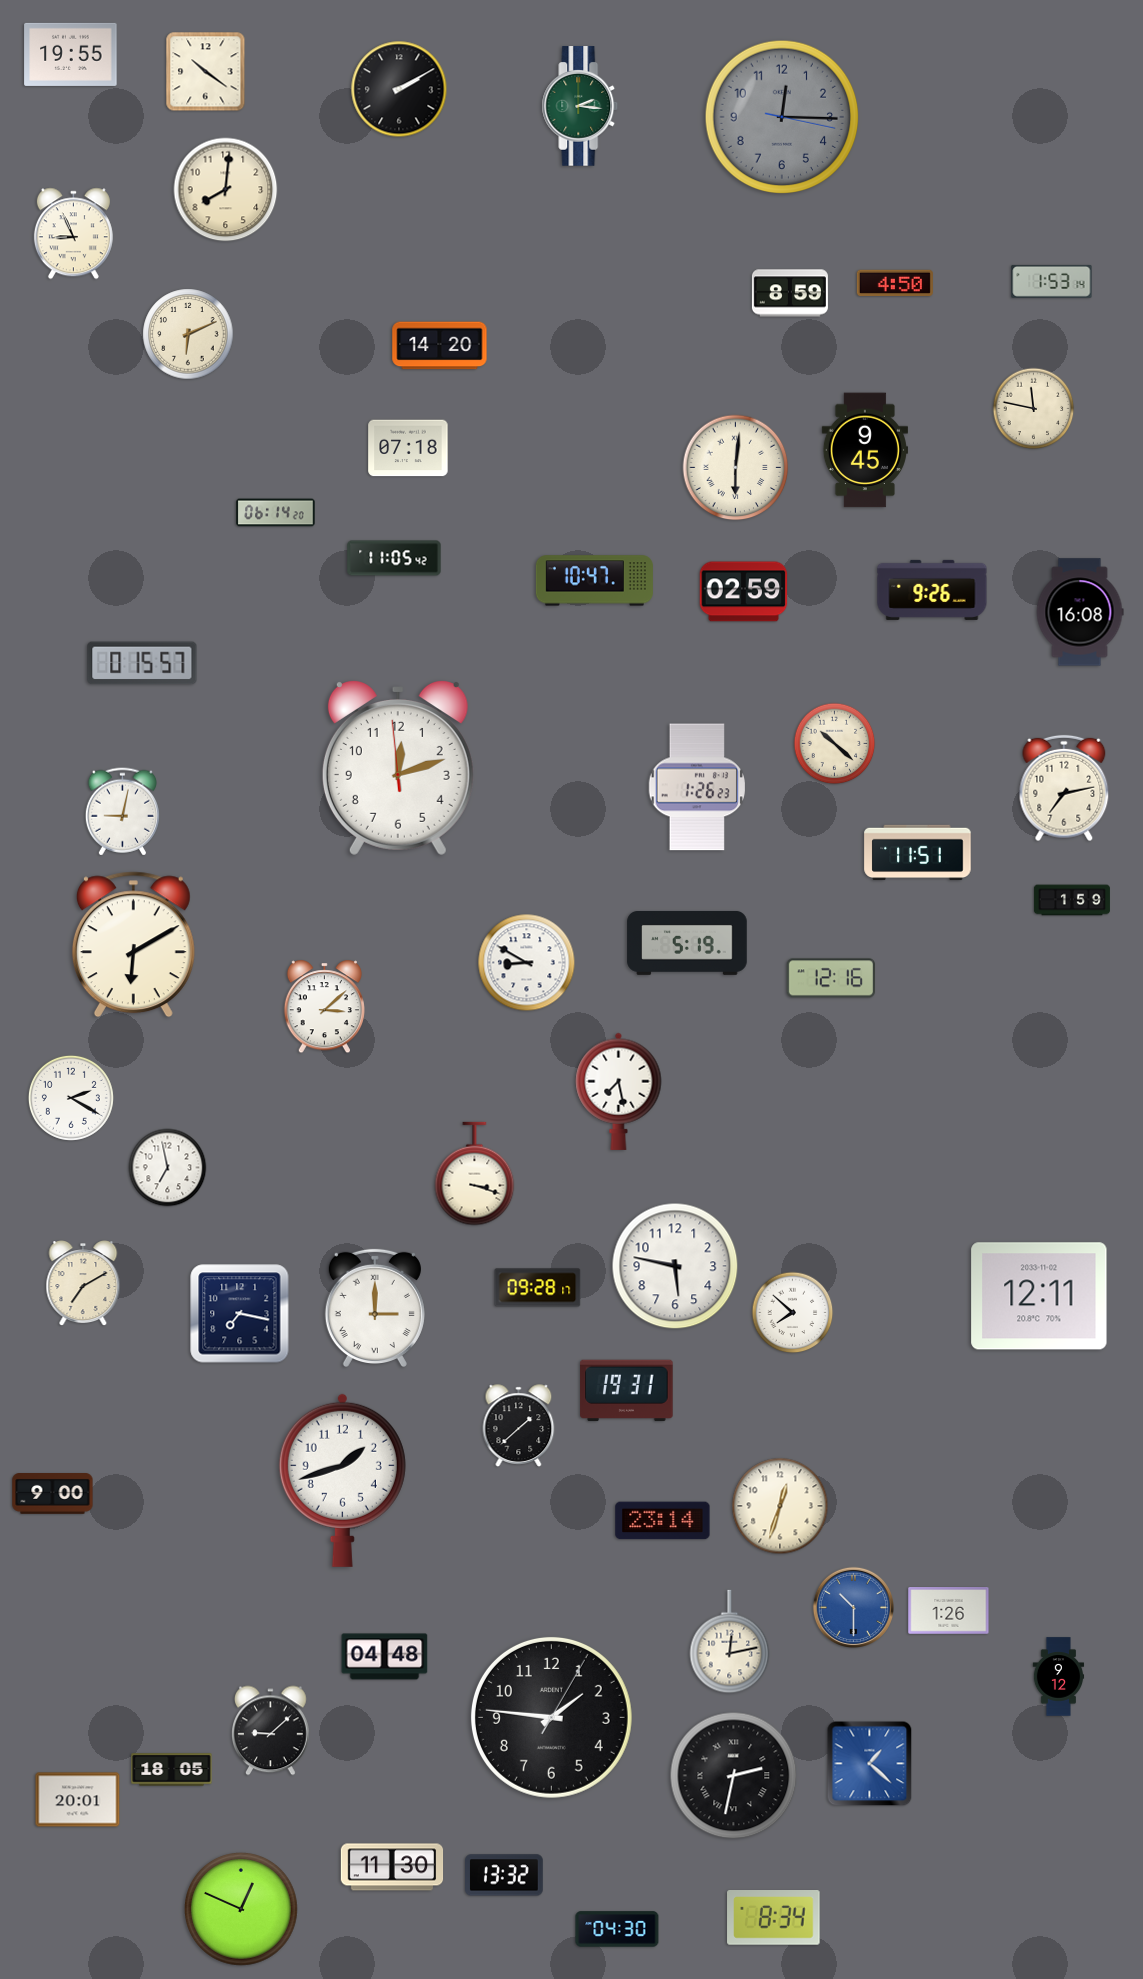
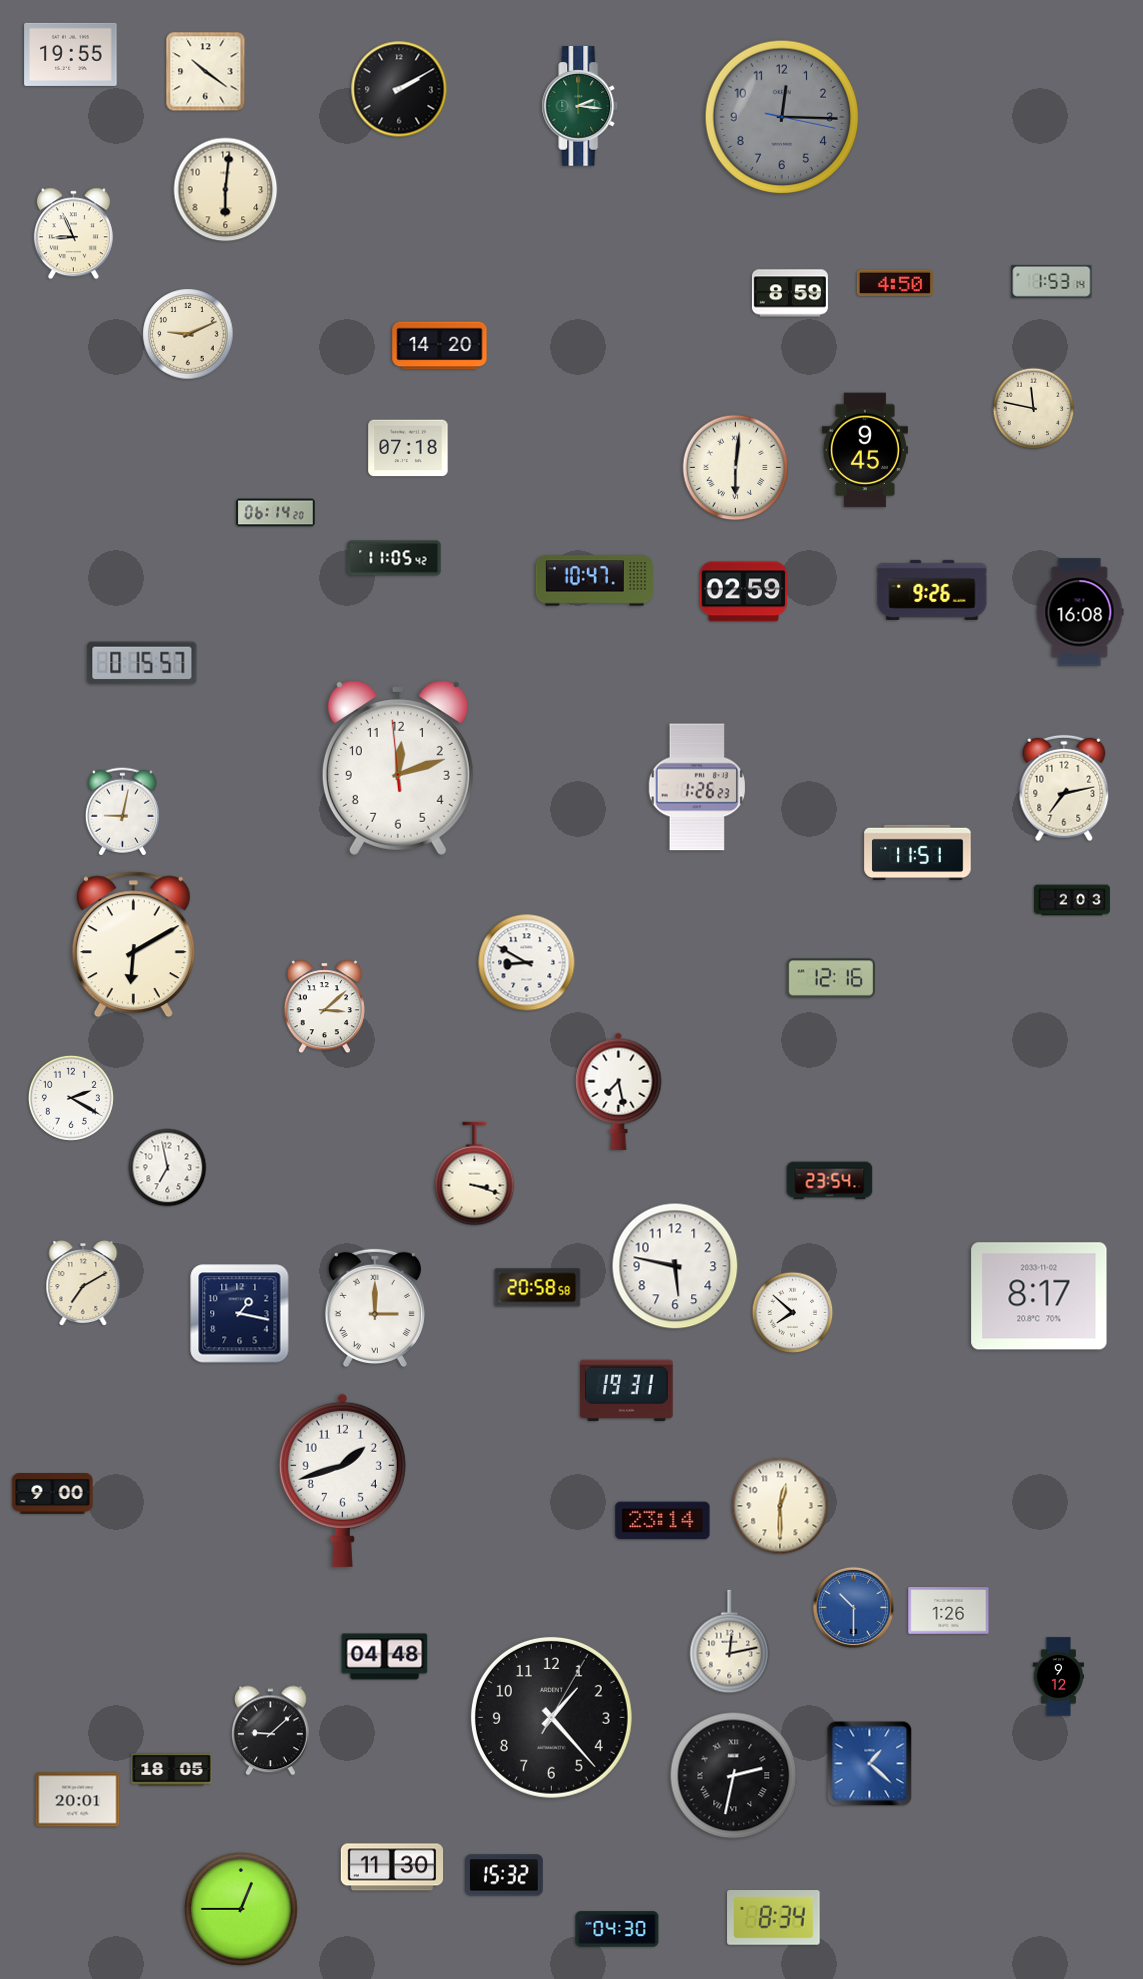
clock at (226, 190): 8:01 -> 6:01
clock at (188, 334): 6:11 -> 9:11
clock at (835, 744): 10:22 -> none
clock at (1072, 900): 1:59 -> 2:03
clock at (687, 943): 5:19 -> none
clock at (830, 1181): none -> 23:54
clock at (538, 1288): 09:28 -> 20:58
clock at (1039, 1296): 12:11 -> 8:17
clock at (240, 1314): 7:17 -> 1:17
clock at (519, 1426): 1:38 -> none
clock at (780, 1506): 12:33 -> 12:30
clock at (551, 1717): 1:46 -> 1:23
clock at (505, 1875): 13:32 -> 15:32
clock at (241, 1909): 12:49 -> 12:45
